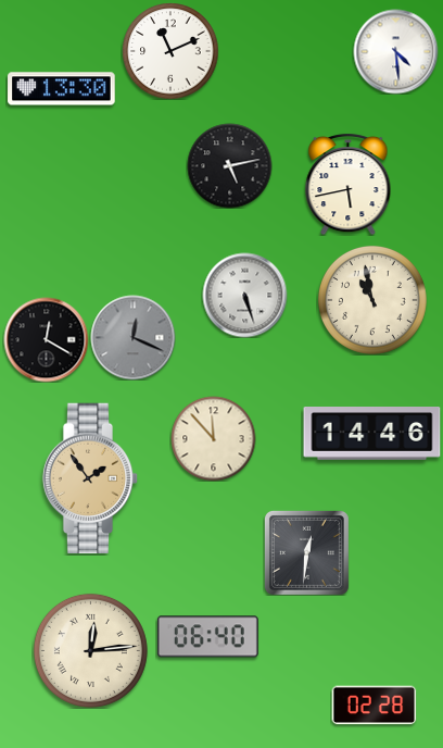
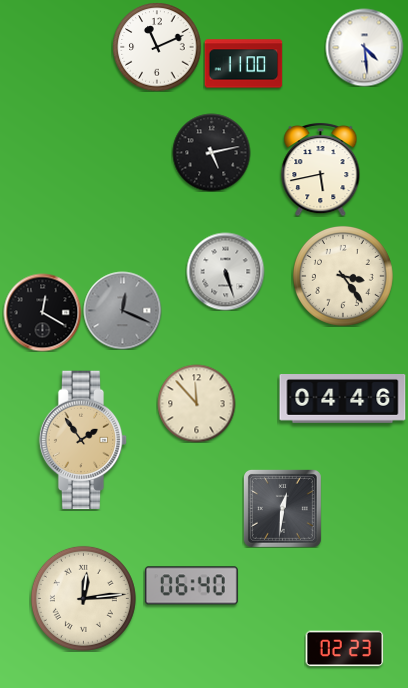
clock at (243, 64): none -> 11:00
clock at (62, 89): 13:30 -> none
clock at (372, 300): 10:58 -> 3:24
clock at (372, 434): 14:46 -> 04:46
clock at (374, 706): 02:28 -> 02:23
